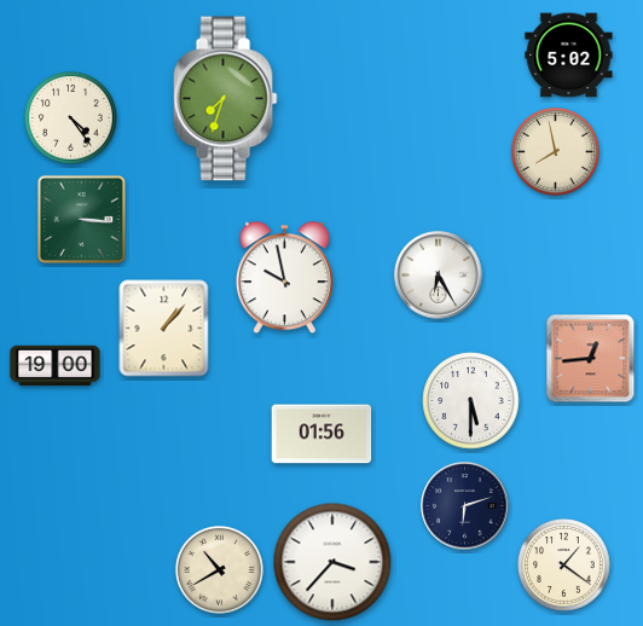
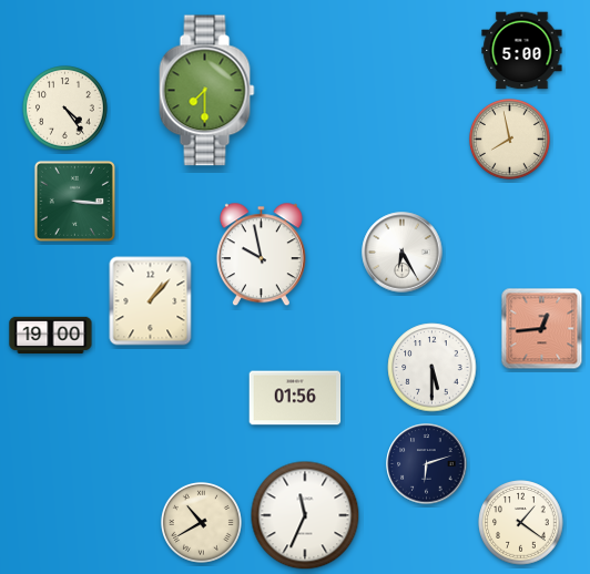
clock at (569, 56): 5:02 -> 5:00
clock at (226, 99): 7:33 -> 7:30
clock at (332, 562): 3:37 -> 11:34
clock at (564, 566) position: (564, 566) -> (521, 523)
